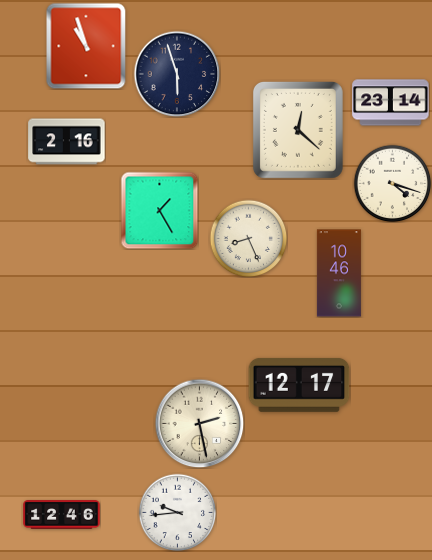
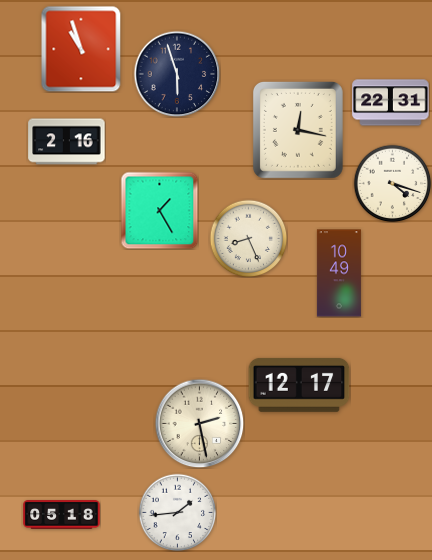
clock at (86, 46) position: (86, 46) -> (81, 49)
clock at (391, 103): 23:14 -> 22:31
clock at (298, 130): 12:22 -> 12:17
clock at (339, 273): 10:46 -> 10:49
clock at (177, 512): 9:44 -> 1:44
clock at (62, 515): 12:46 -> 05:18
